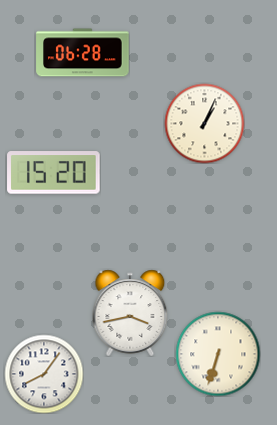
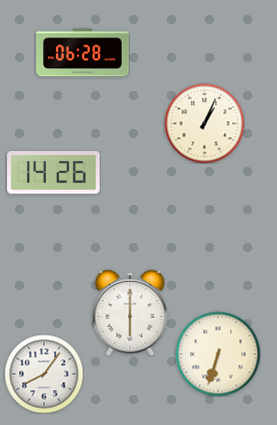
clock at (54, 173): 15:20 -> 14:26
clock at (130, 313): 3:43 -> 6:00
